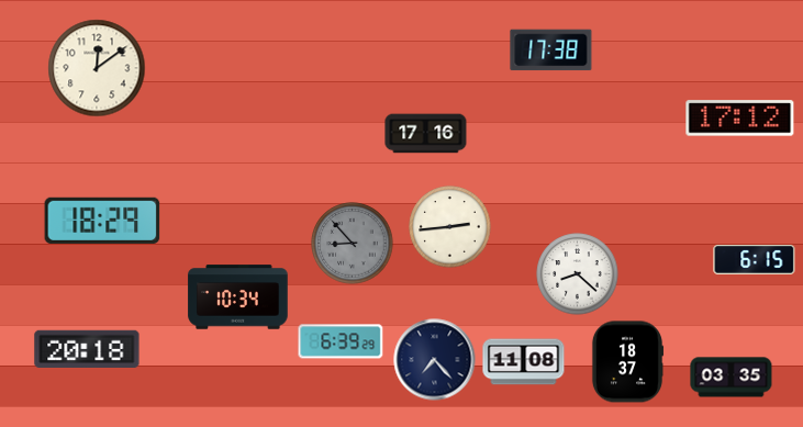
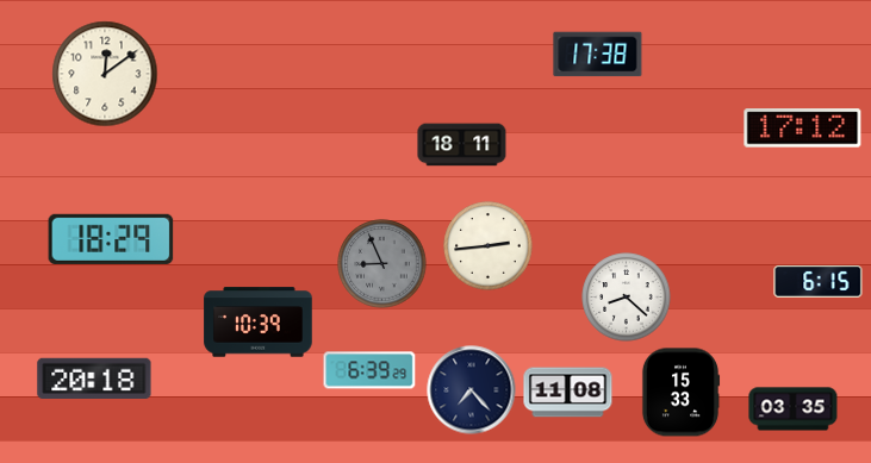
clock at (426, 134): 17:16 -> 18:11
clock at (353, 244): 8:53 -> 8:56
clock at (238, 297): 10:34 -> 10:39
clock at (627, 362): 18:37 -> 15:33
